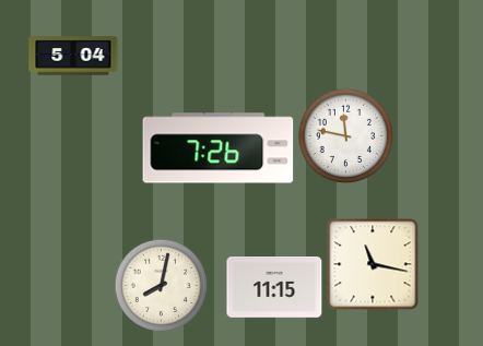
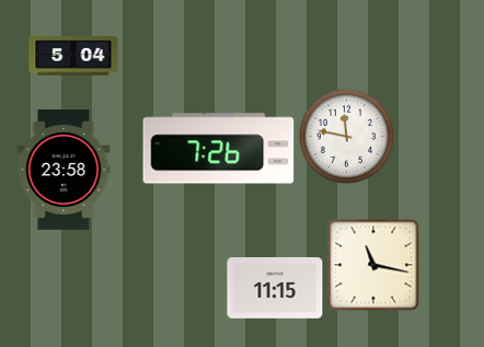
clock at (64, 171): none -> 23:58
clock at (161, 285): 8:02 -> none
